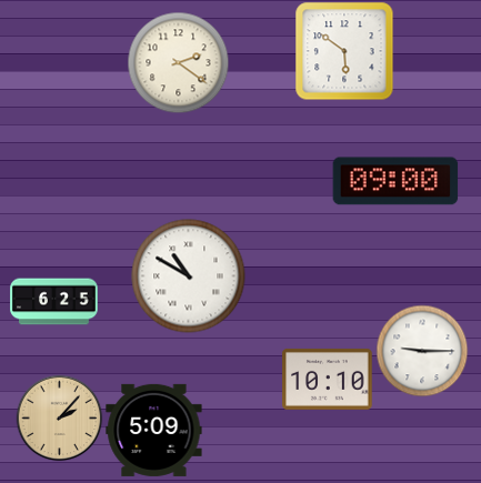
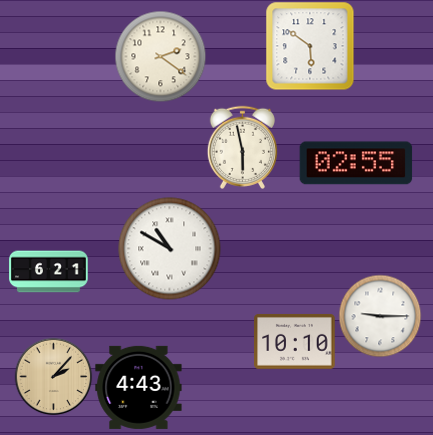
clock at (242, 147): none -> 5:58
clock at (395, 181): 09:00 -> 02:55
clock at (54, 302): 6:25 -> 6:21
clock at (154, 430): 5:09 -> 4:43
